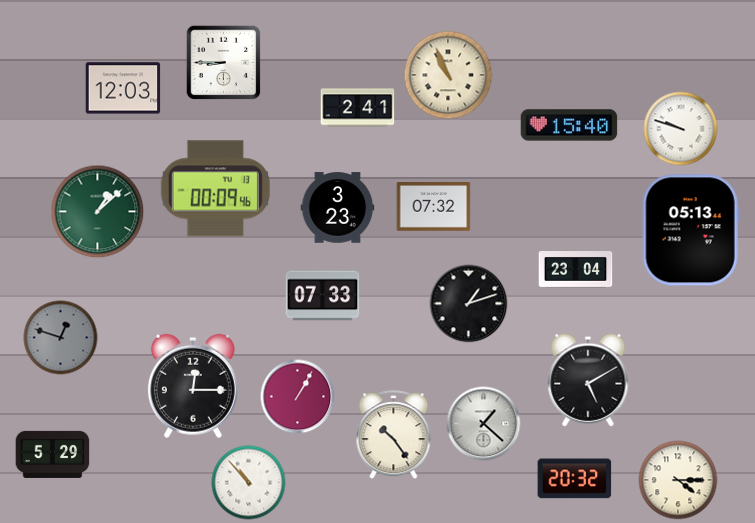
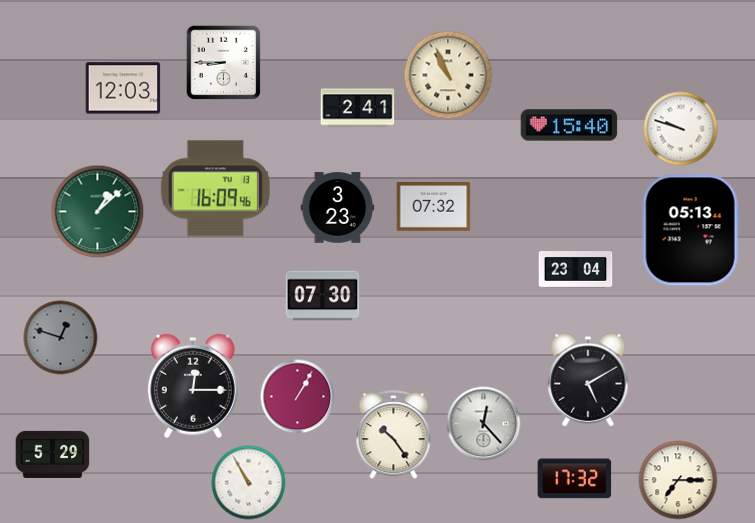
clock at (215, 189): 00:09 -> 16:09
clock at (323, 296): 07:33 -> 07:30
clock at (469, 304): 1:12 -> none
clock at (484, 424): 1:22 -> 12:23
clock at (575, 479): 20:32 -> 17:32
clock at (678, 480): 4:15 -> 7:15
clock at (249, 483): 10:53 -> 10:55
